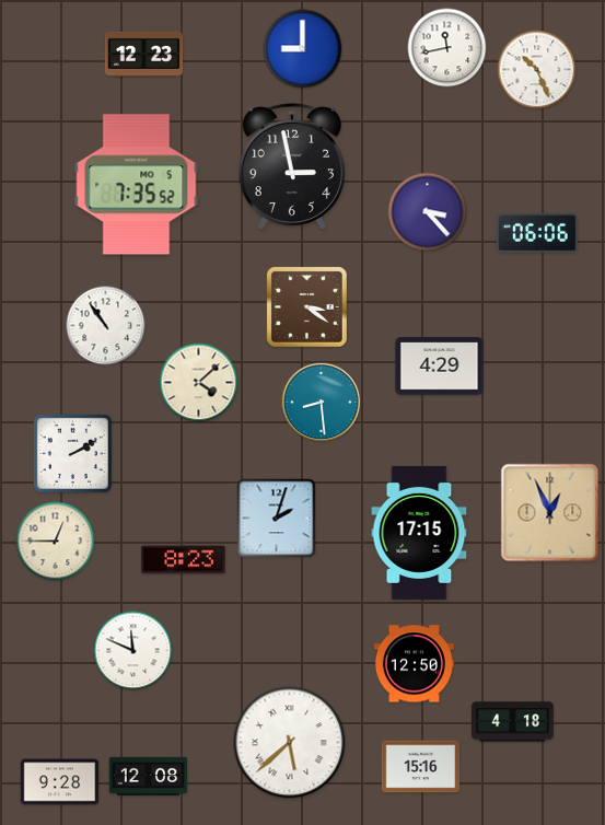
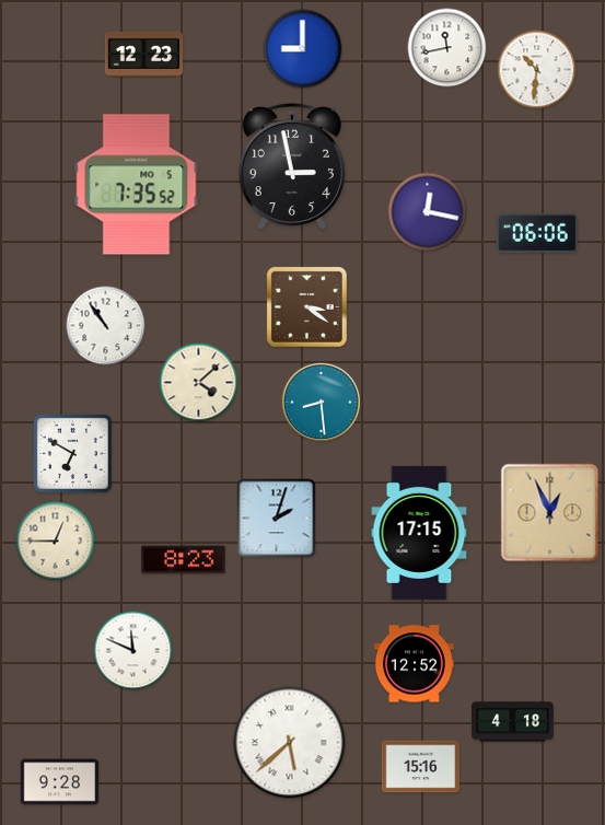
clock at (537, 70): 10:26 -> 10:31
clock at (428, 212): 3:23 -> 12:17
clock at (440, 367): 4:29 -> none
clock at (72, 453): 2:10 -> 6:50
clock at (414, 664): 12:50 -> 12:52
clock at (149, 777): 12:08 -> none
